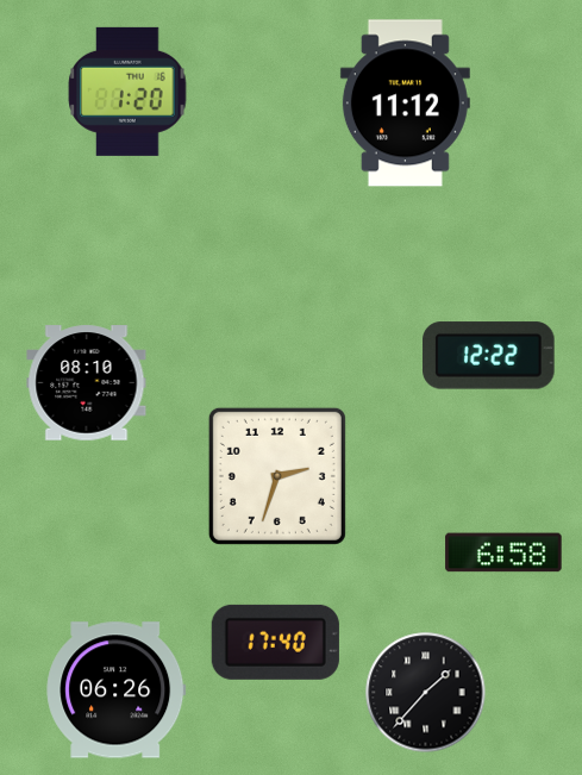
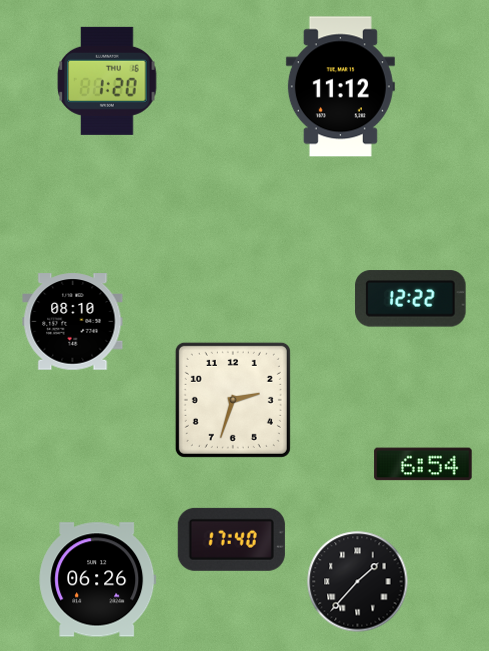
clock at (127, 92) position: (127, 92) -> (107, 81)
clock at (503, 552): 6:58 -> 6:54
